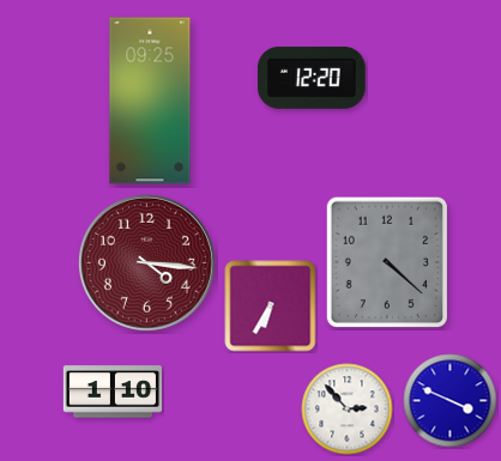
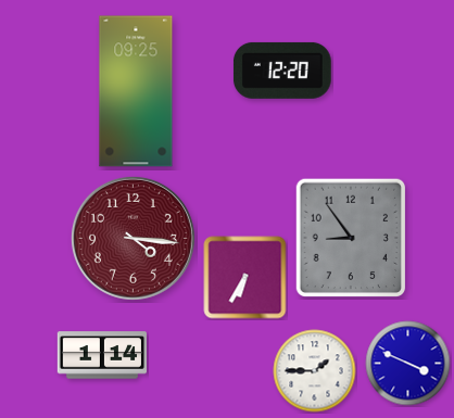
clock at (386, 262): 4:22 -> 8:54
clock at (111, 392): 1:10 -> 1:14
clock at (348, 410): 2:53 -> 1:45
